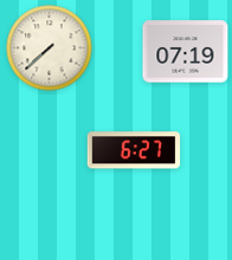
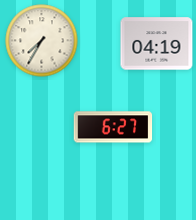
clock at (50, 48): 7:38 -> 7:35
clock at (186, 52): 07:19 -> 04:19
